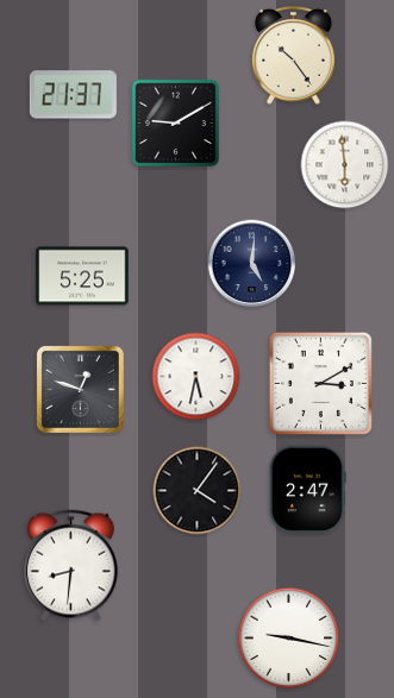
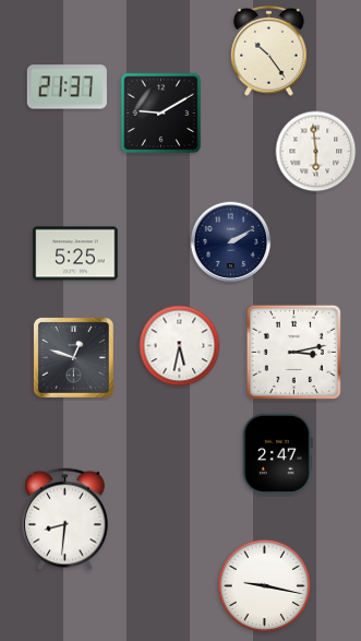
clock at (252, 264): 5:01 -> 2:10
clock at (320, 383): 3:10 -> 3:13
clock at (308, 489) position: (308, 489) -> (278, 453)
clock at (198, 491): 4:06 -> none
